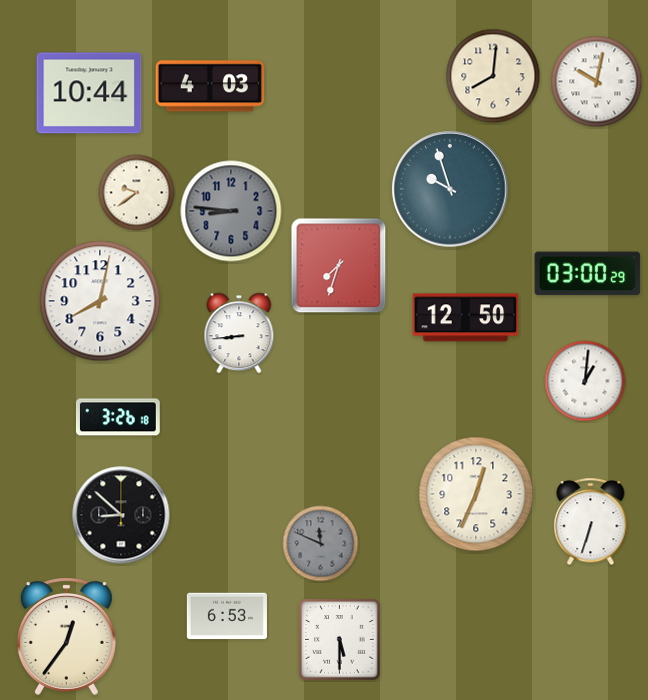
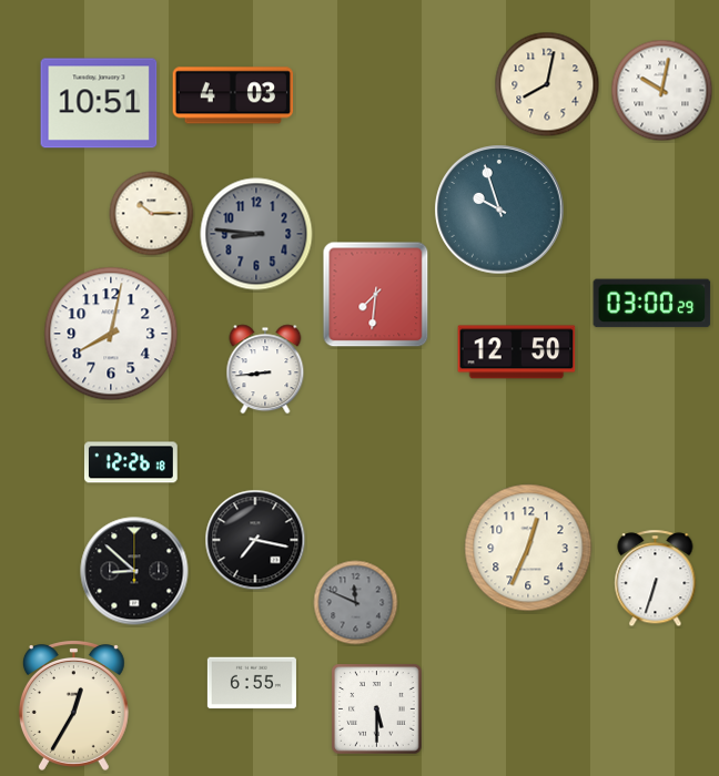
clock at (493, 76): 8:01 -> 8:02
clock at (89, 93): 10:44 -> 10:51
clock at (137, 193): 9:39 -> 10:15
clock at (339, 266): 7:33 -> 7:31
clock at (585, 381): 1:01 -> none
clock at (118, 417): 3:26 -> 12:26
clock at (255, 540): none -> 7:17
clock at (227, 616): 6:53 -> 6:55
clock at (66, 636): 12:36 -> 12:35
